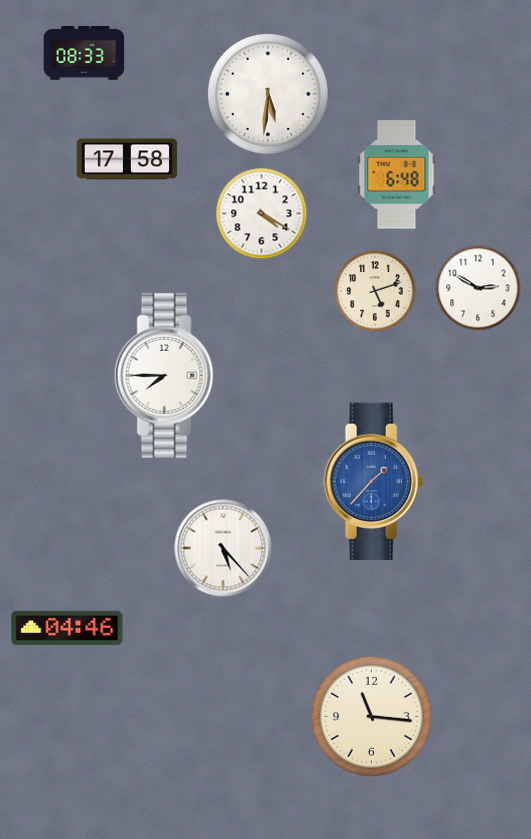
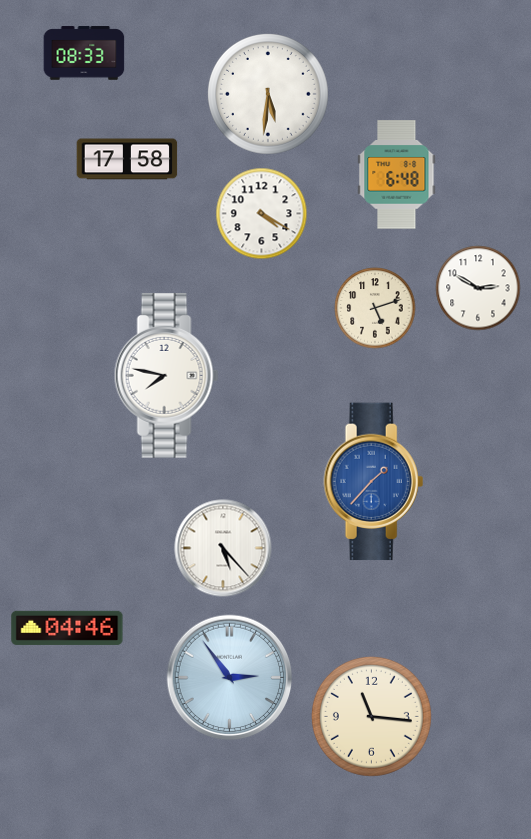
clock at (375, 291) position: (375, 291) -> (375, 308)
clock at (166, 376): 7:45 -> 7:47
clock at (230, 678): none -> 2:54
